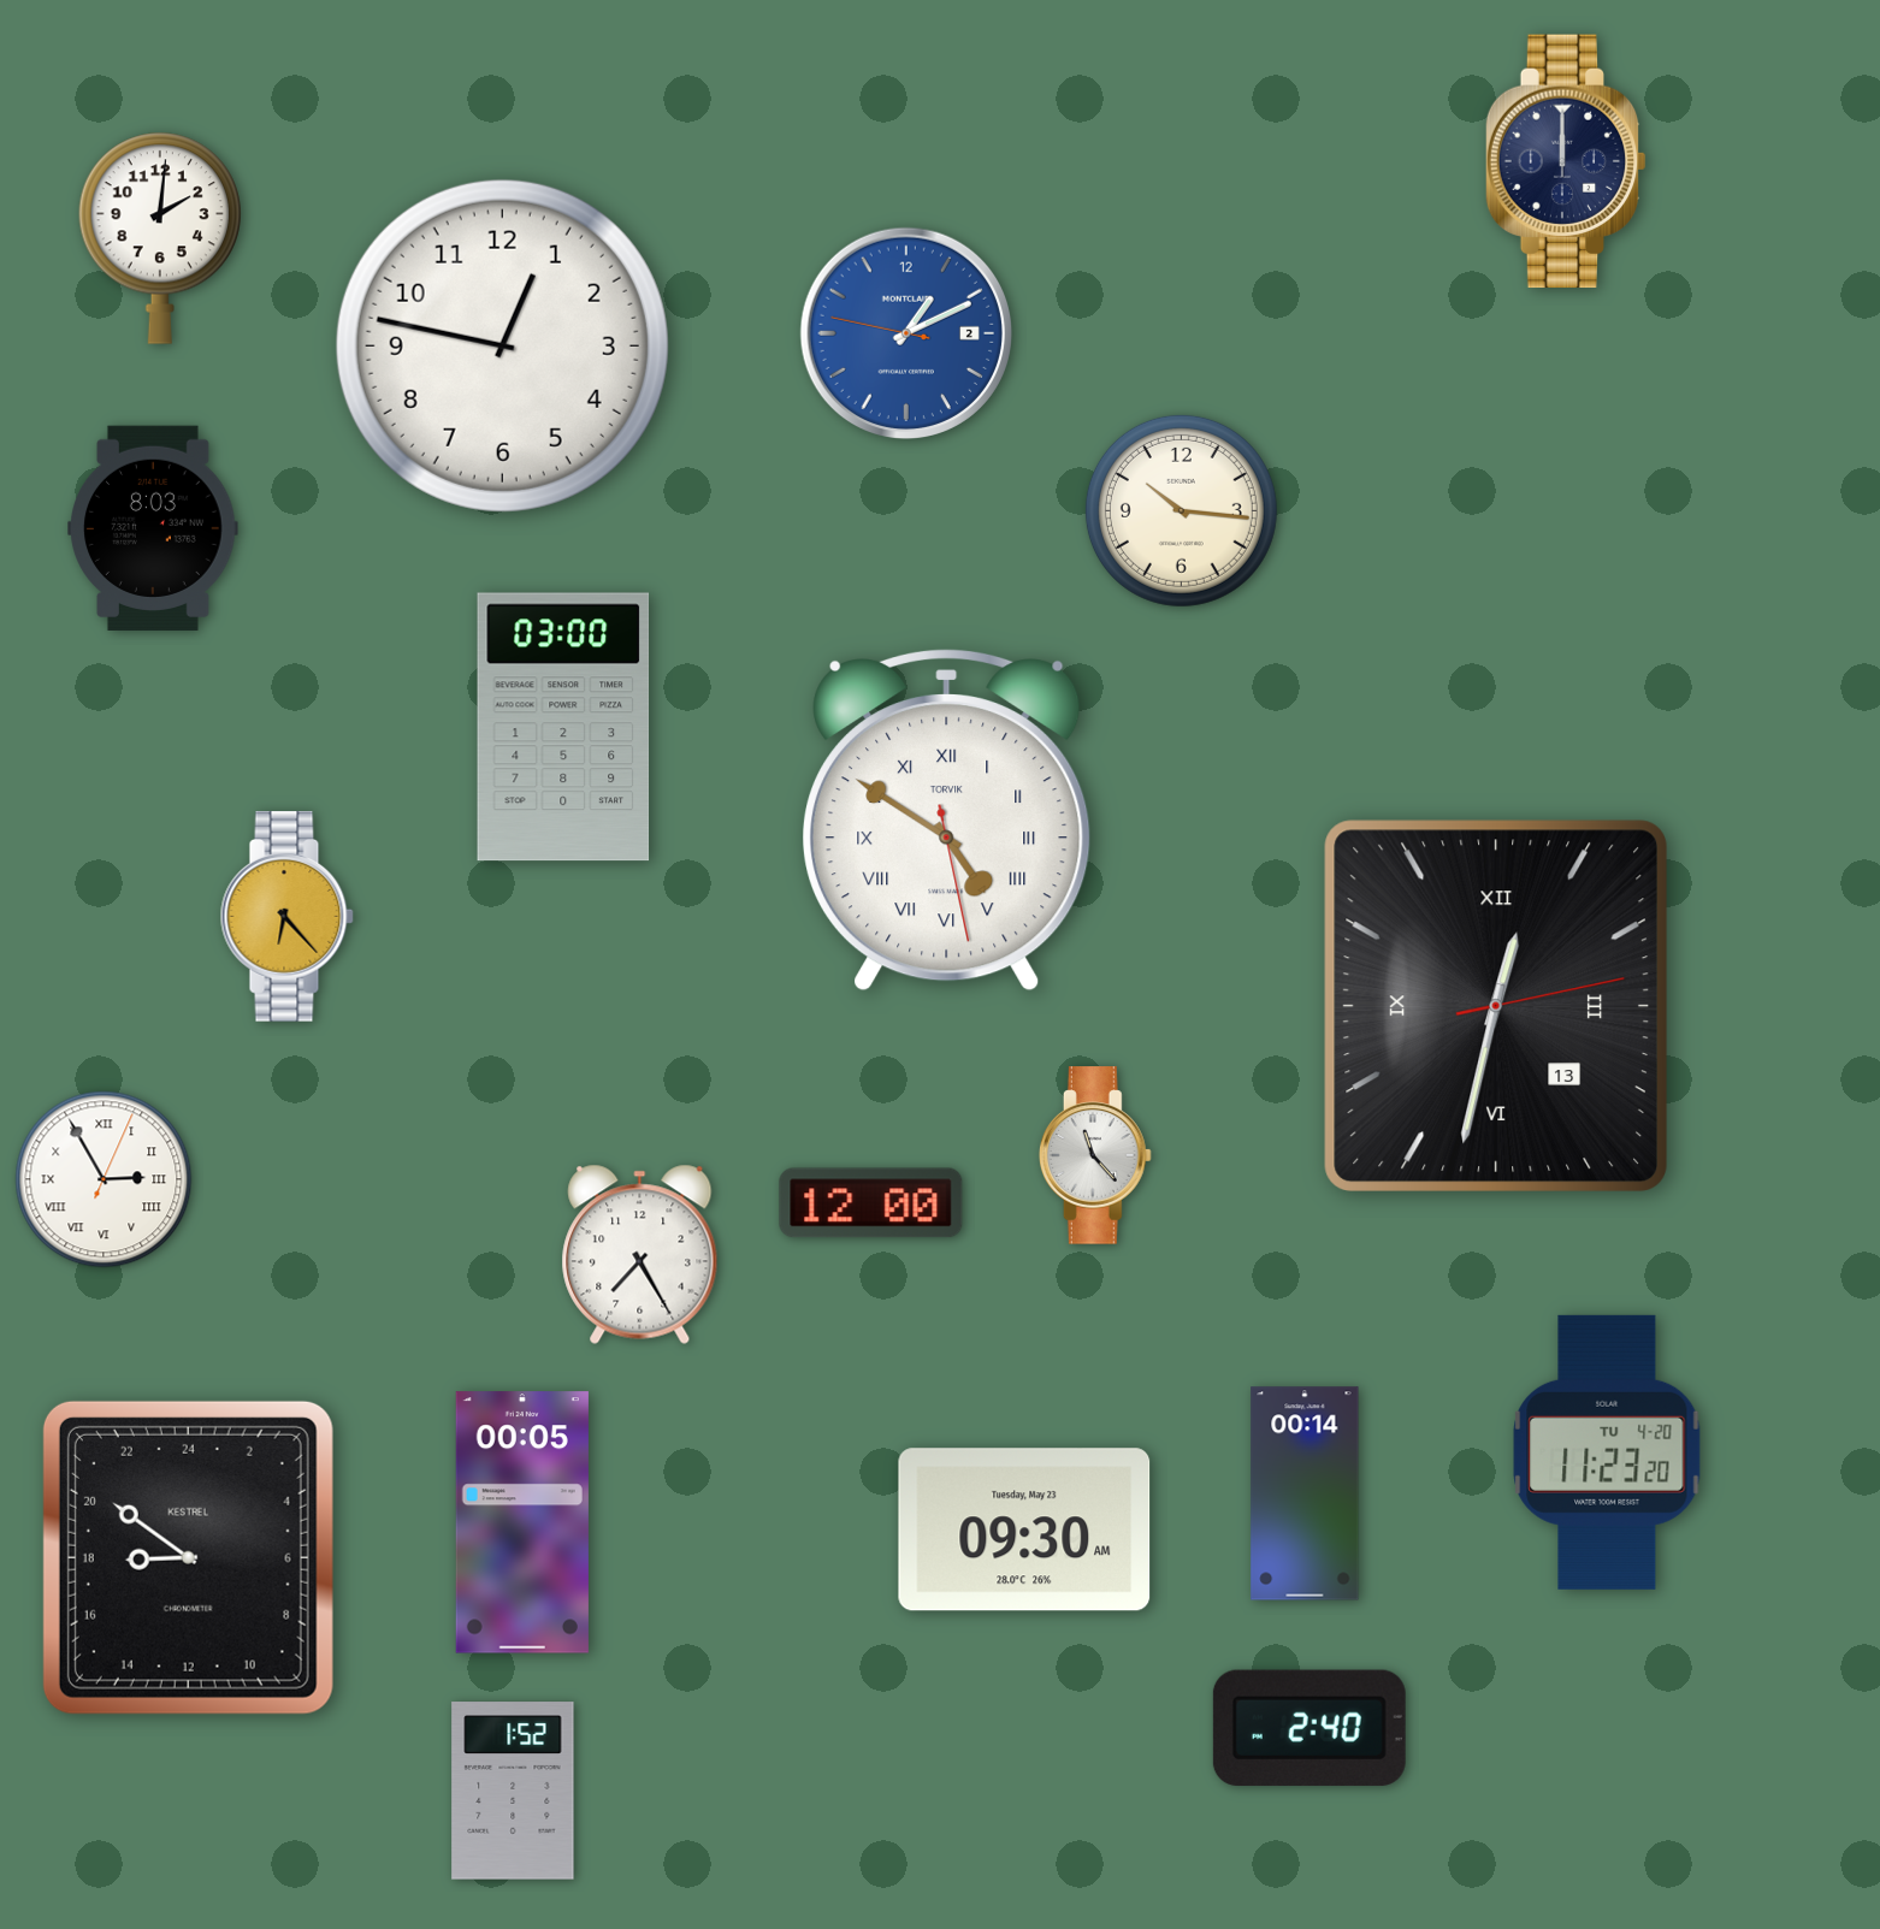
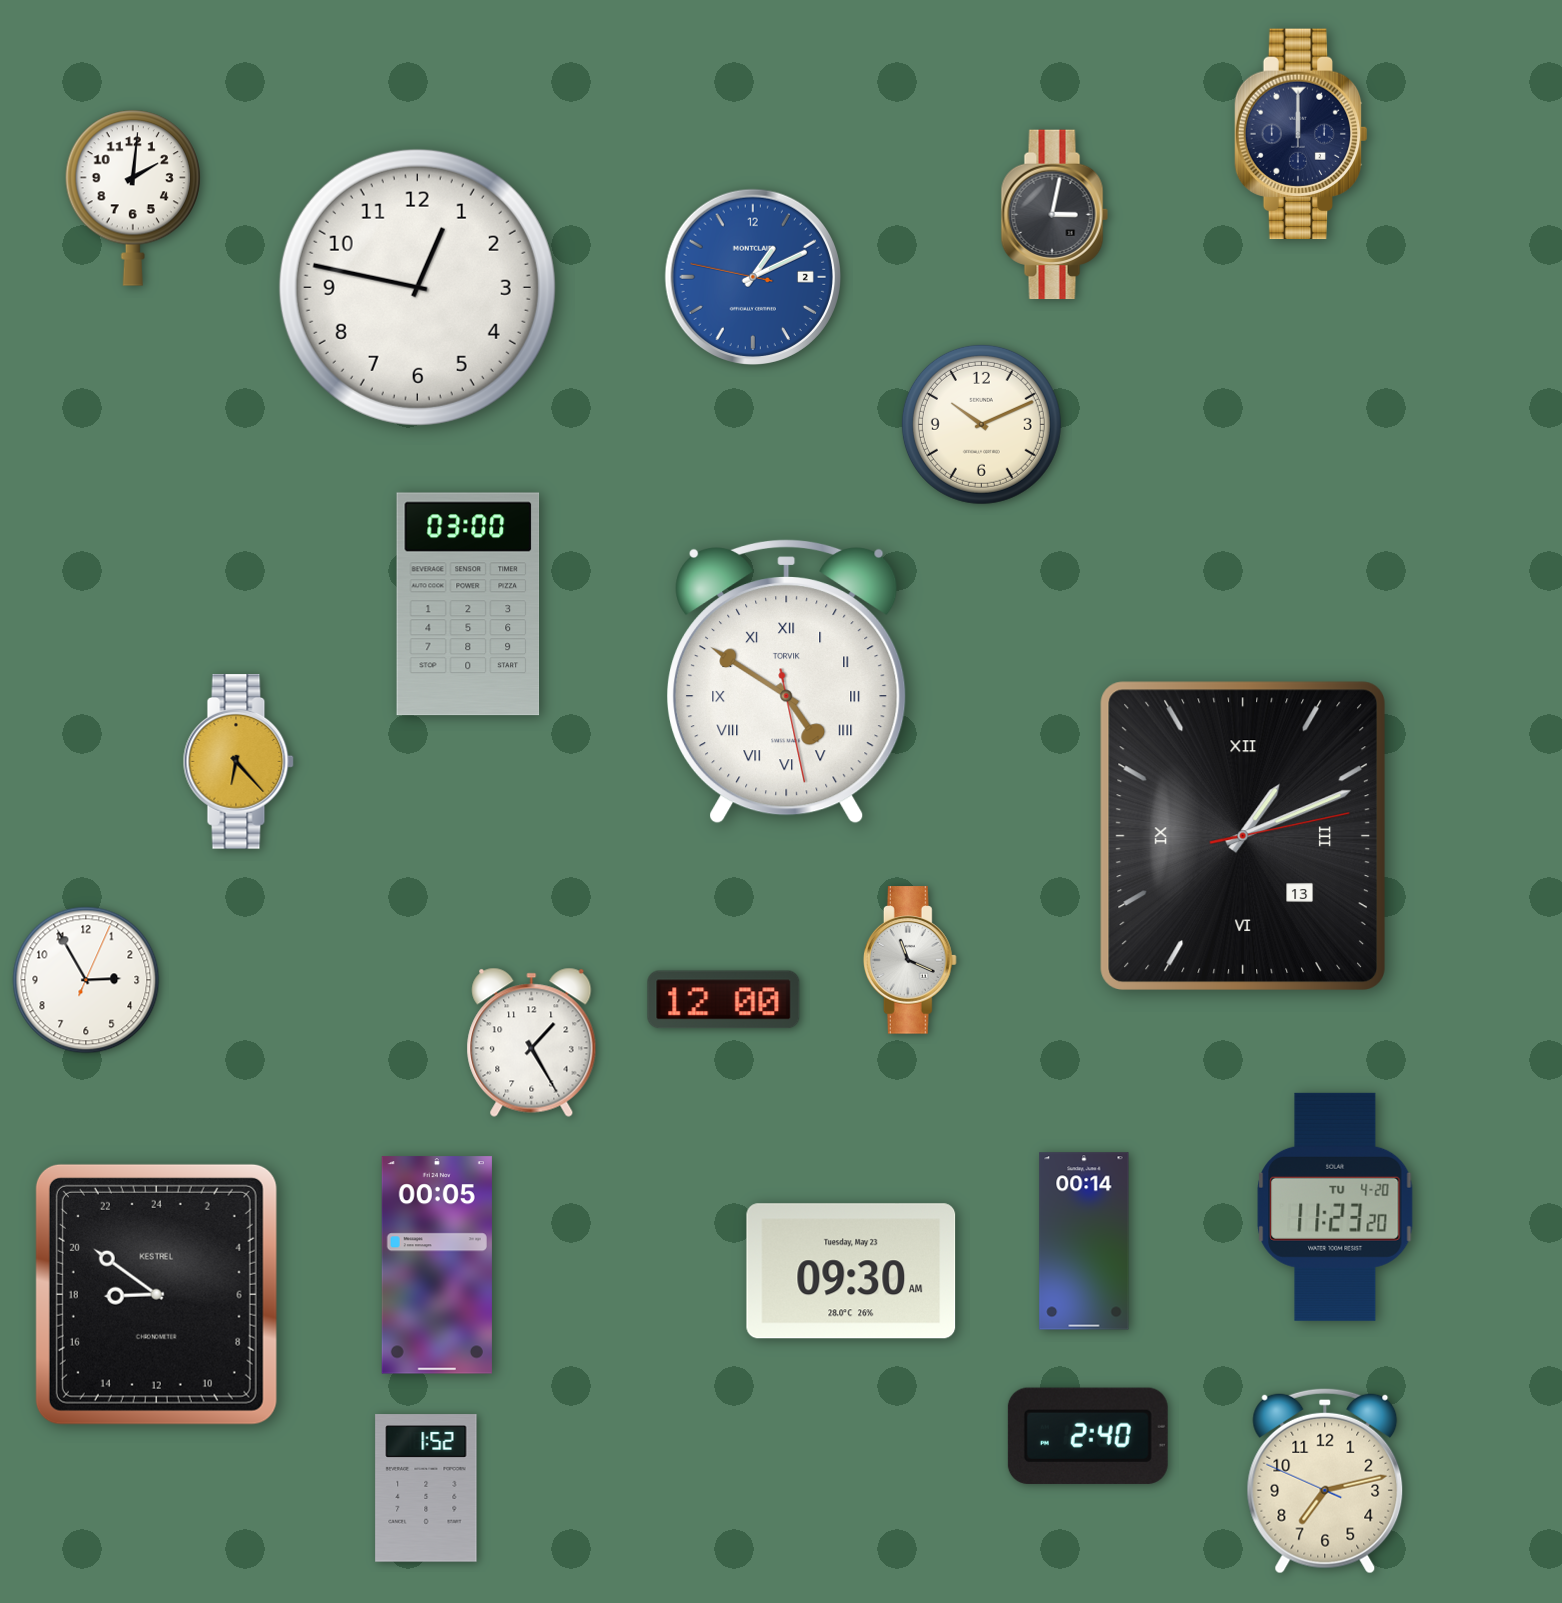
clock at (1054, 215): none -> 3:02
clock at (1181, 510): 10:16 -> 10:11
clock at (153, 528): 8:03 -> none
clock at (1495, 1005): 12:32 -> 1:11
clock at (1095, 1155): 11:23 -> 11:19
clock at (104, 1179) numerals: Roman -> Arabic
clock at (640, 1254): 7:25 -> 1:25
clock at (522, 1522) position: (522, 1522) -> (437, 1265)
clock at (1325, 1481): none -> 7:12
